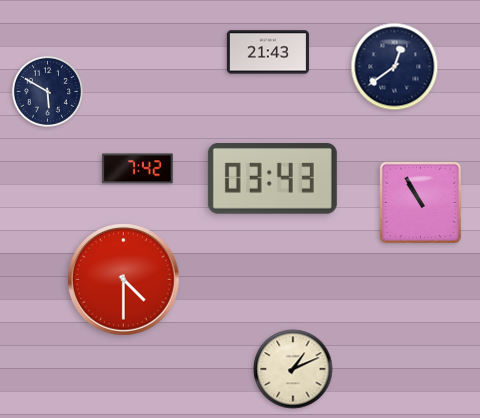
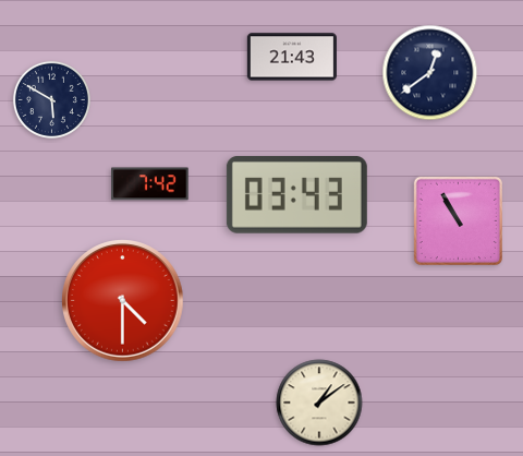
clock at (124, 280) position: (124, 280) -> (123, 301)
clock at (293, 369): 1:11 -> 1:09
